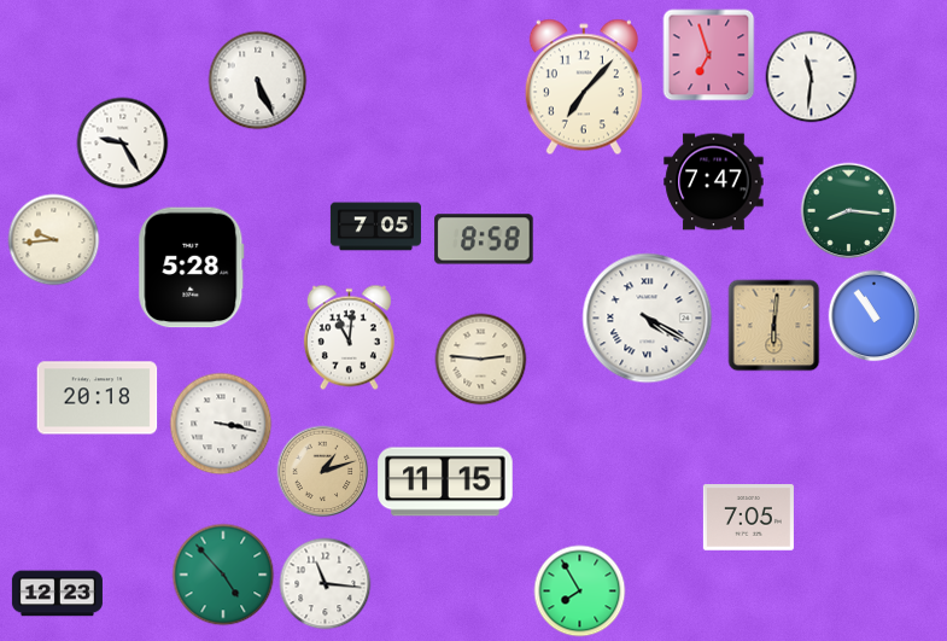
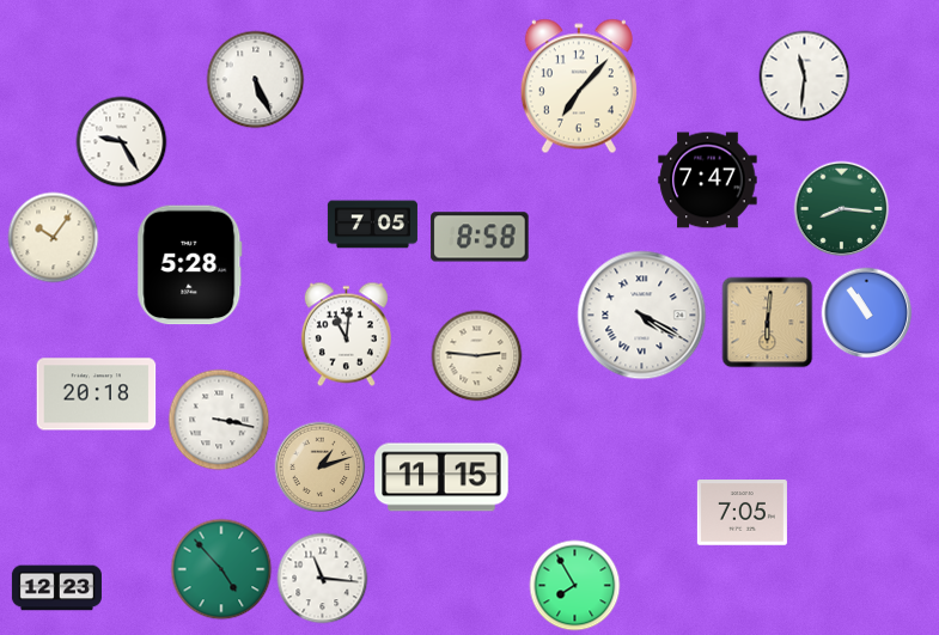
clock at (709, 56): 6:57 -> none
clock at (54, 240): 9:44 -> 10:06
